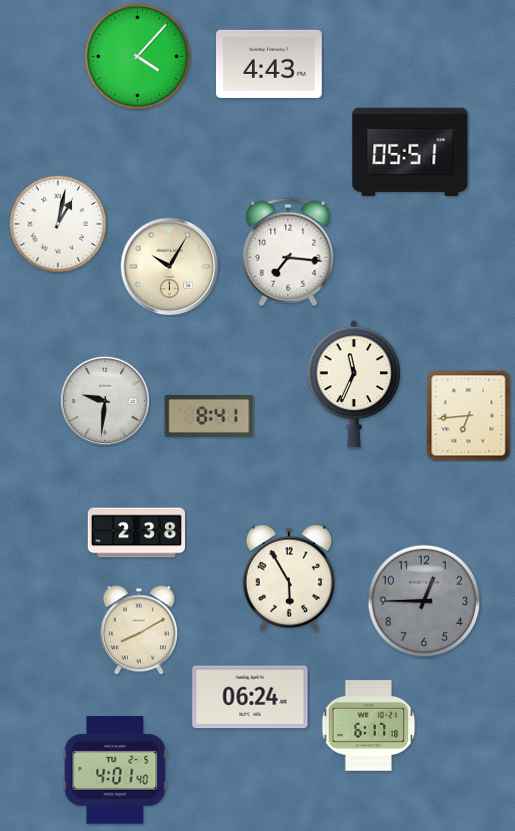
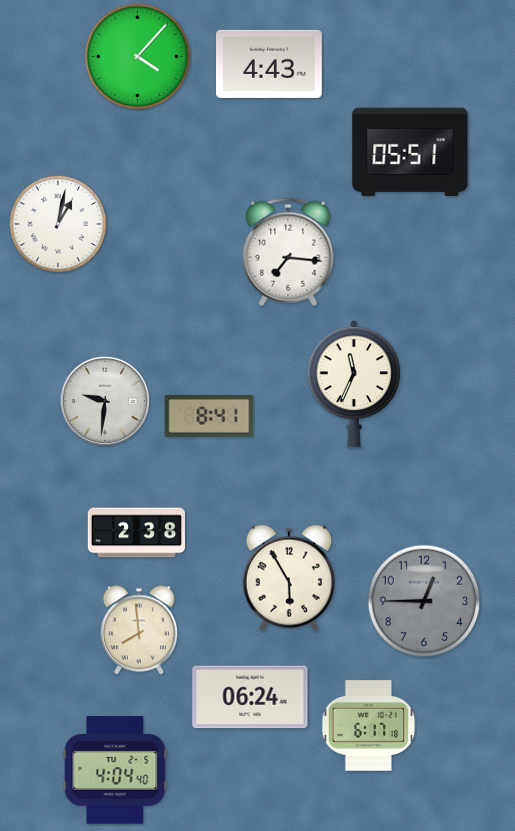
clock at (170, 267): 10:05 -> none
clock at (469, 416): 6:44 -> none
clock at (139, 630): 8:10 -> 7:59
clock at (115, 770): 4:01 -> 4:04
